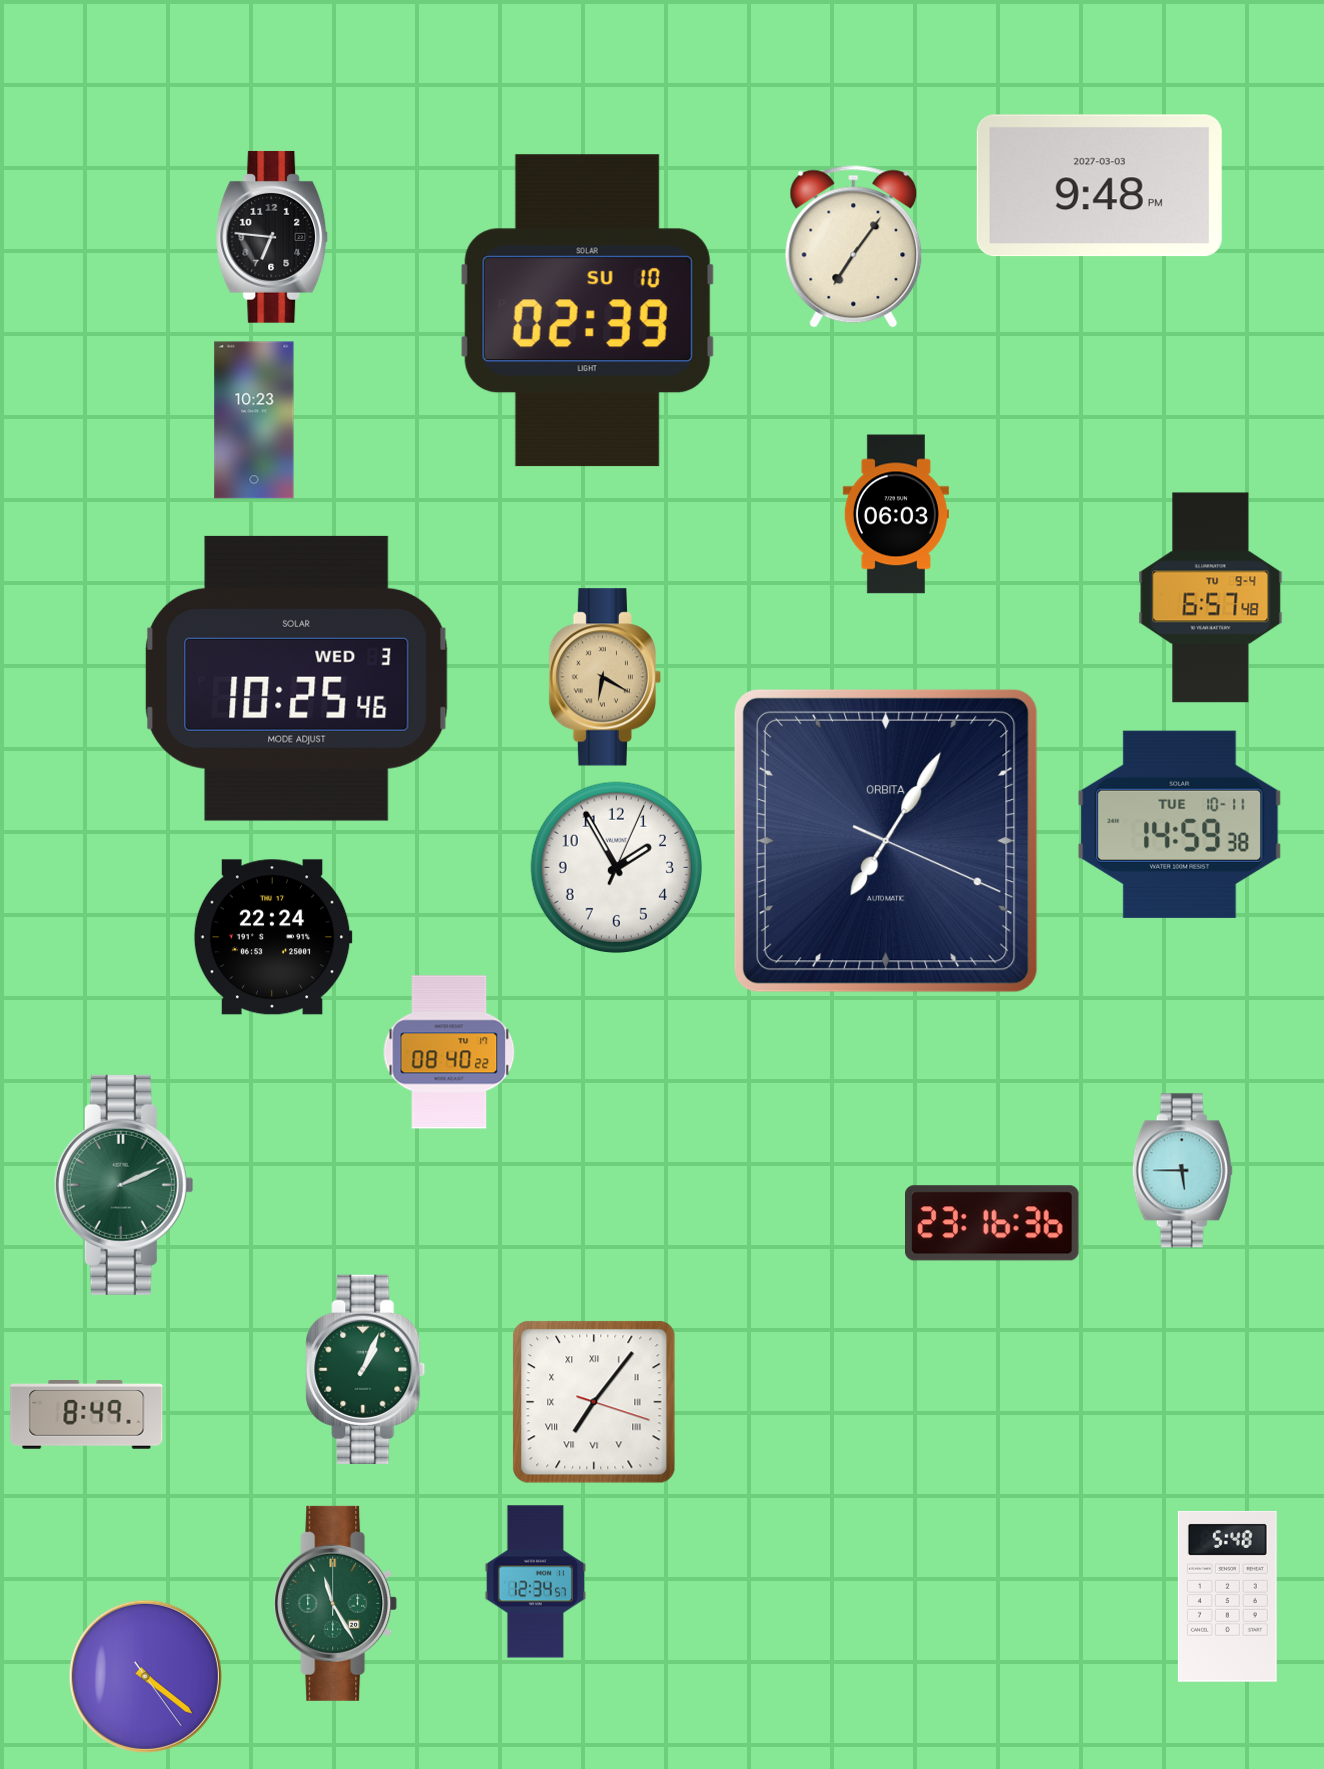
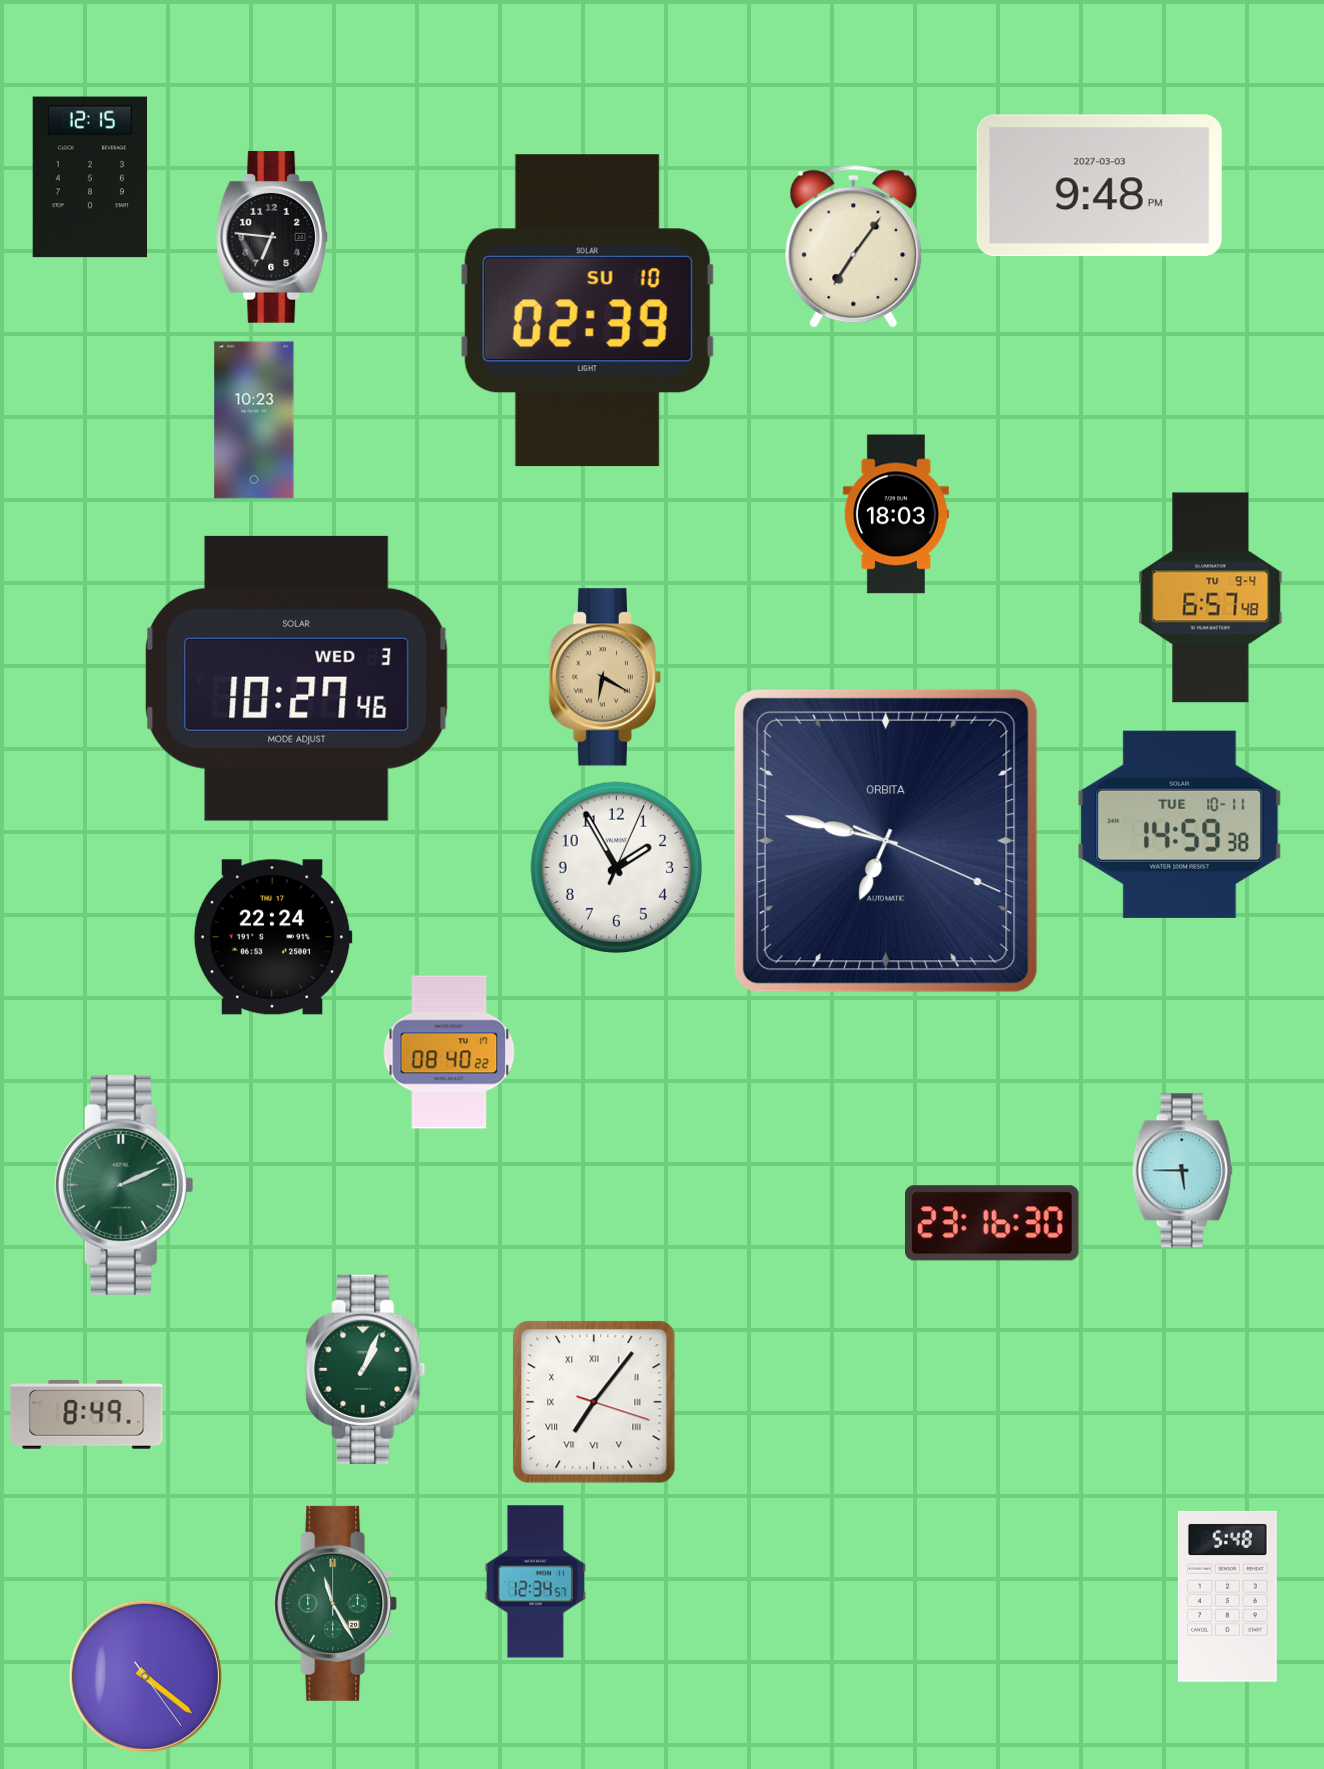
clock at (90, 177): none -> 12:15
clock at (896, 514): 06:03 -> 18:03
clock at (297, 678): 10:25 -> 10:27
clock at (886, 841): 7:05 -> 6:47
clock at (993, 1223): 23:16:36 -> 23:16:30
